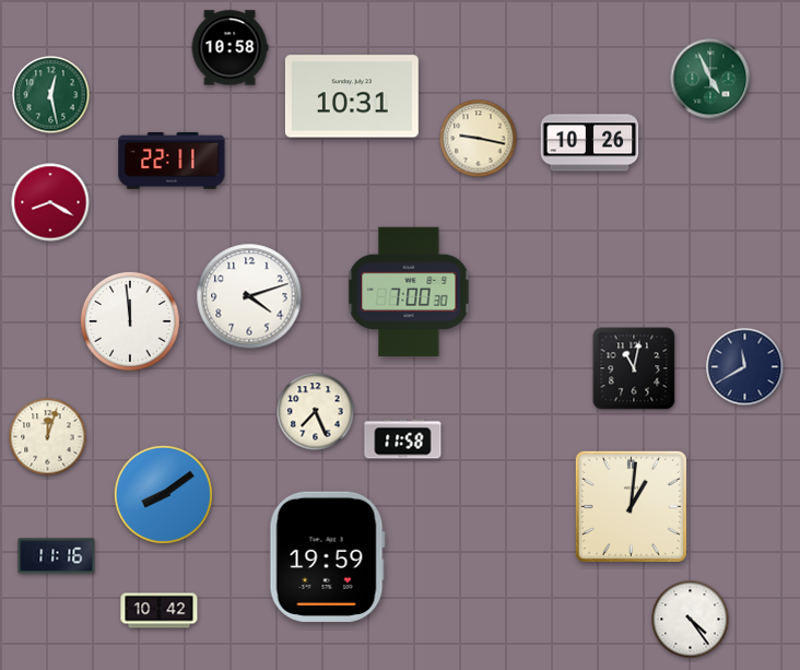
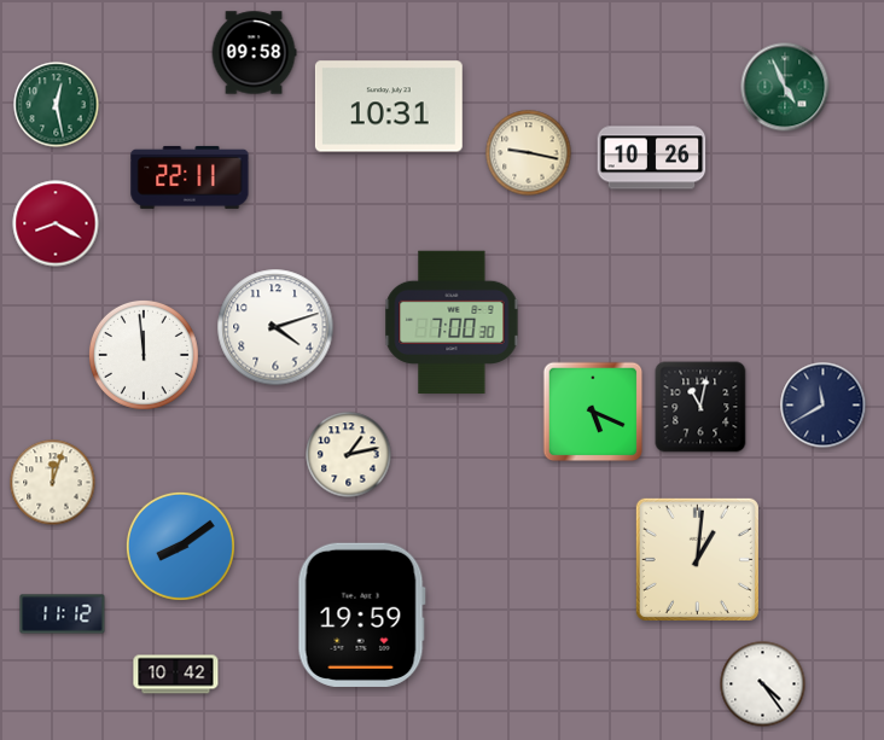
clock at (230, 48): 10:58 -> 09:58
clock at (593, 412): none -> 5:19
clock at (316, 412): 7:26 -> 1:13
clock at (403, 439): 11:58 -> none
clock at (57, 556): 11:16 -> 11:12
